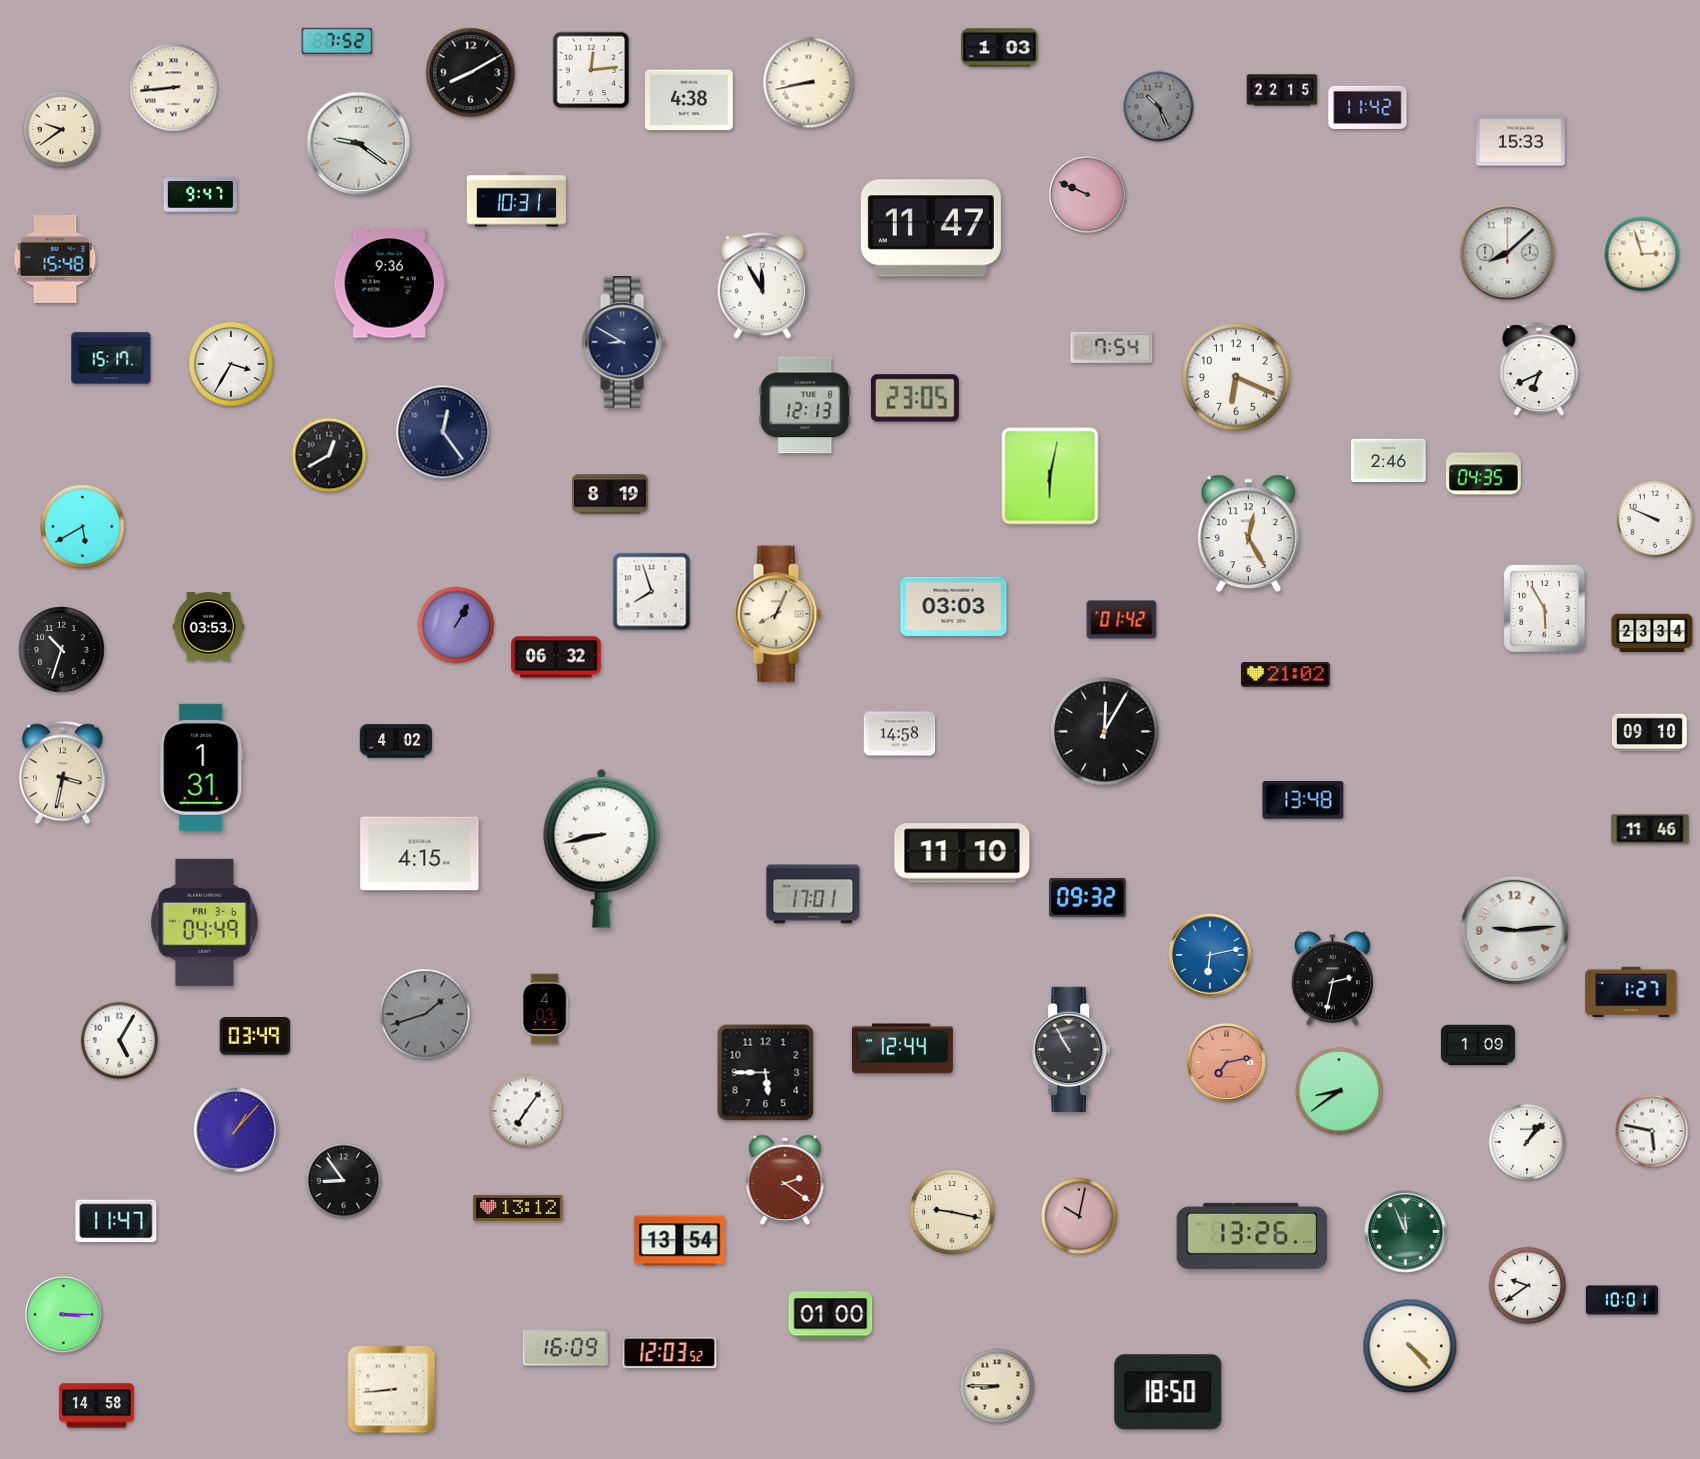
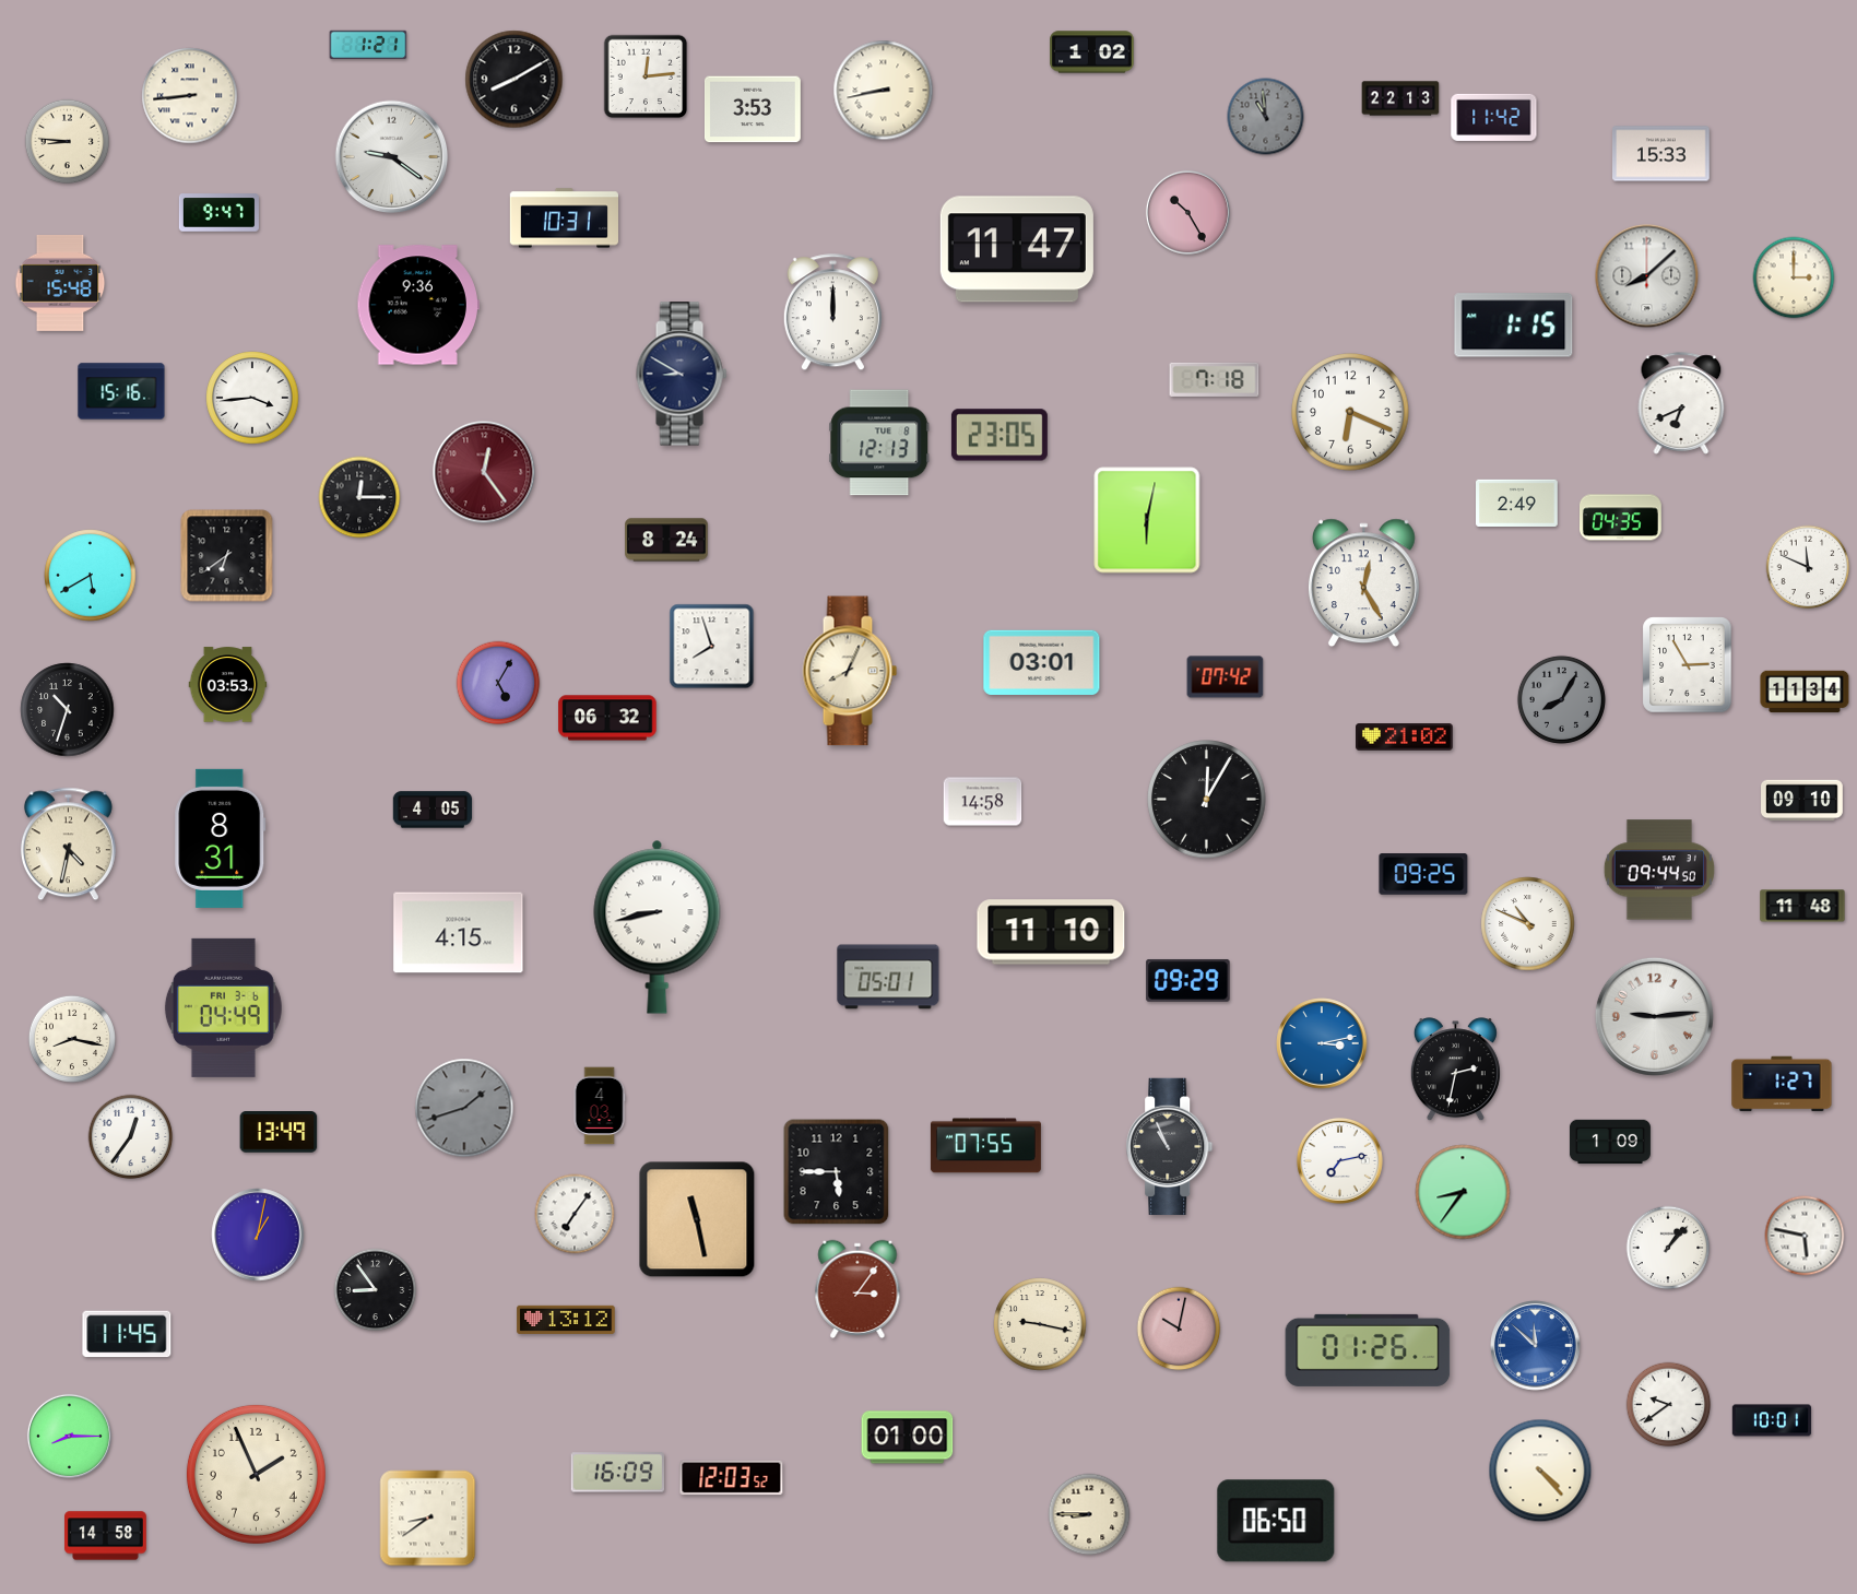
clock at (337, 41): 7:52 -> 1:21
clock at (1000, 48): 1:03 -> 1:02
clock at (1282, 90): 22:15 -> 22:13
clock at (689, 100): 4:38 -> 3:53
clock at (1159, 107): 10:26 -> 10:59
clock at (62, 130): 9:39 -> 8:46
clock at (1087, 194): 9:49 -> 10:25
clock at (1642, 254): 2:57 -> 3:00
clock at (389, 283) position: (389, 283) -> (417, 305)
clock at (762, 286): 11:55 -> 12:00
clock at (1514, 326): none -> 1:15
clock at (1112, 347): 7:54 -> 7:18
clock at (111, 358): 15:17 -> 15:16
clock at (231, 364): 3:35 -> 3:44
clock at (443, 432) dial: navy -> burgundy
clock at (329, 455): 12:40 -> 12:15
clock at (1389, 460): 2:46 -> 2:49
clock at (610, 494): 8:19 -> 8:24
clock at (227, 556): none -> 6:39
clock at (1655, 519): 9:49 -> 11:49
clock at (954, 606): 03:03 -> 03:01
clock at (1545, 609): 5:55 -> 2:55
clock at (1122, 620): 01:42 -> 07:42
clock at (456, 625): 1:05 -> 5:05
clock at (1652, 633): 23:34 -> 11:34
clock at (1561, 699): none -> 8:05
clock at (396, 741): 4:02 -> 4:05
clock at (202, 767): 1:31 -> 8:31
clock at (62, 773): 3:32 -> 4:32
clock at (1659, 870): none -> 09:44
clock at (1303, 800): 13:48 -> 09:25
clock at (1650, 829): 11:46 -> 11:48
clock at (1528, 924): none -> 10:49
clock at (813, 894): 17:01 -> 05:01
clock at (1088, 897): 09:32 -> 09:29
clock at (72, 1039): none -> 8:17
clock at (1210, 955): 6:13 -> 3:13
clock at (545, 1009) position: (545, 1009) -> (600, 1106)
clock at (255, 1036): 03:49 -> 13:49
clock at (120, 1041): 5:05 -> 12:36
clock at (1478, 1045) position: (1478, 1045) -> (1610, 1142)
clock at (902, 1049): 12:44 -> 07:55
clock at (1071, 1050): 10:55 -> 10:56
clock at (1226, 1062) dial: salmon -> white
clock at (1339, 1091): 8:39 -> 8:36
clock at (697, 1219): none -> 11:28
clock at (236, 1130): 1:07 -> 1:02
clock at (785, 1180): 2:21 -> 3:06
clock at (116, 1221): 11:47 -> 11:45
clock at (1406, 1232): 11:56 -> 11:52
clock at (1406, 1232) dial: green -> blue
clock at (1252, 1236): 13:26 -> 01:26
clock at (680, 1241): 13:54 -> none
clock at (63, 1314): 3:15 -> 8:15
clock at (256, 1474): none -> 1:56
clock at (392, 1390): 8:44 -> 8:39
clock at (1168, 1392): 18:50 -> 06:50
